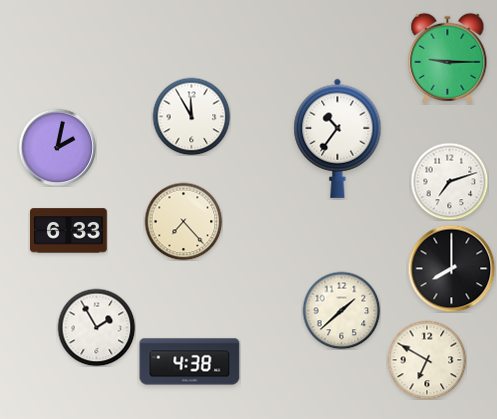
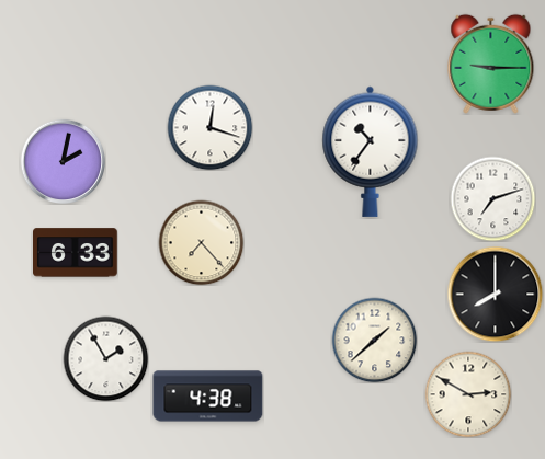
clock at (191, 116): 11:55 -> 12:18
clock at (427, 360): 6:50 -> 2:50
